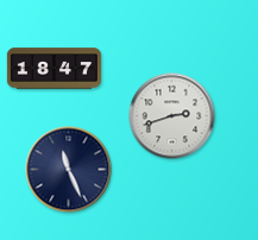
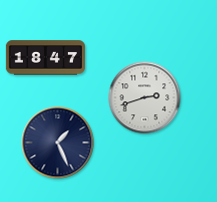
clock at (69, 170): 11:26 -> 1:26
